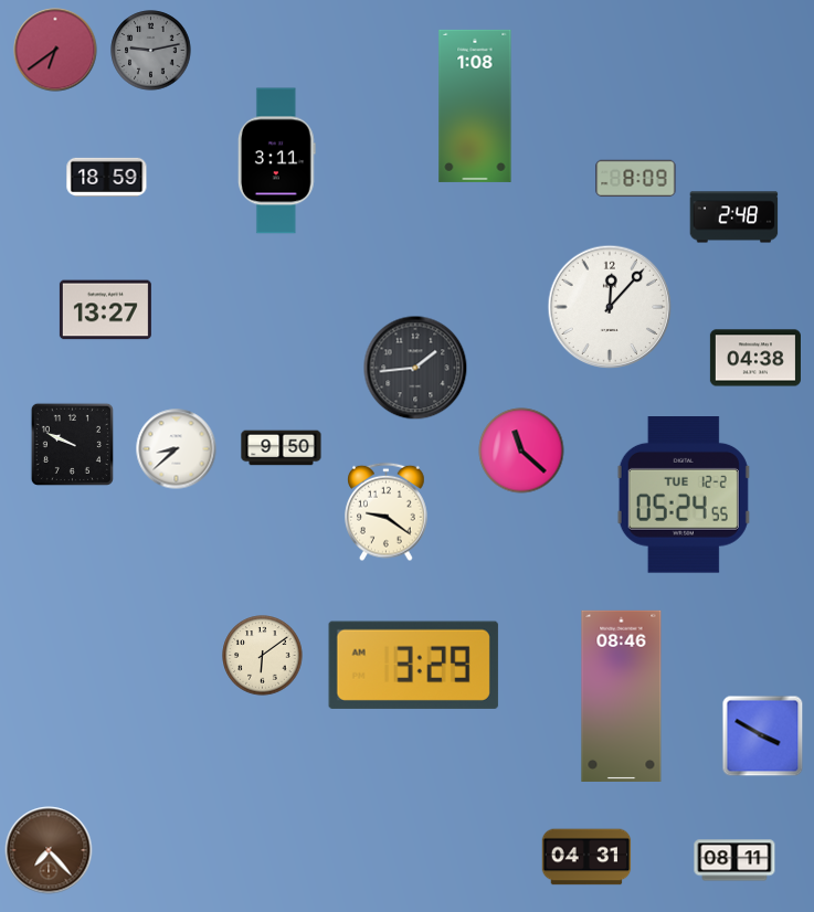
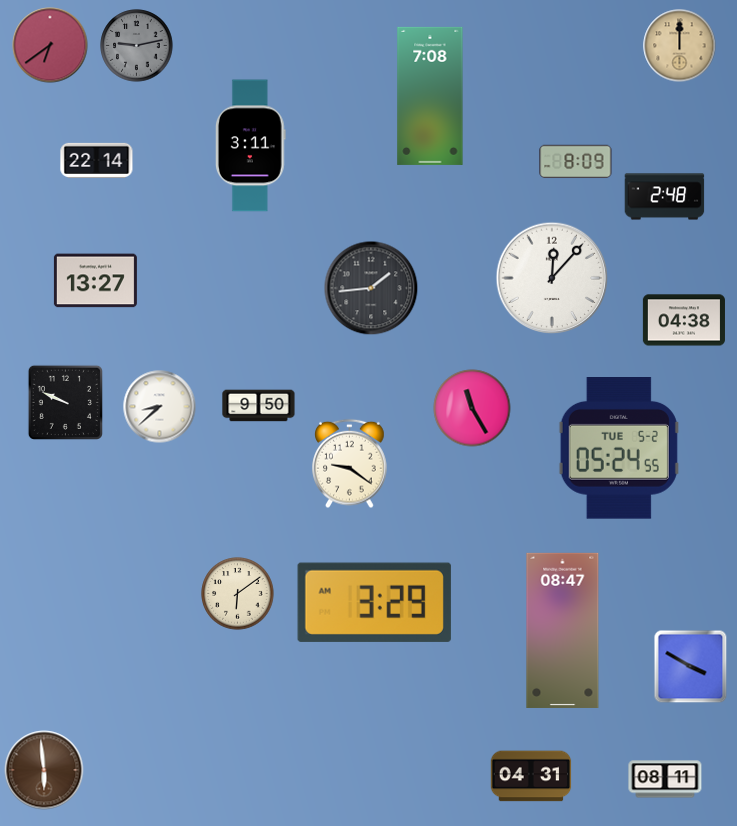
clock at (680, 46): none -> 12:00
clock at (475, 106): 1:08 -> 7:08
clock at (107, 177): 18:59 -> 22:14
clock at (755, 358) position: (755, 358) -> (684, 320)
clock at (415, 368) position: (415, 368) -> (371, 288)
clock at (282, 448) position: (282, 448) -> (259, 406)
clock at (521, 450): 11:22 -> 11:25
clock at (684, 496) date: TUE 12-2 -> TUE 5-2
clock at (622, 696): 08:46 -> 08:47
clock at (49, 850): 7:23 -> 5:59
